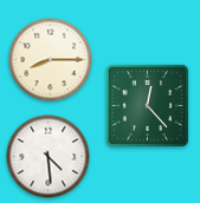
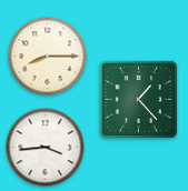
clock at (147, 105): 12:23 -> 1:23
clock at (49, 157): 4:29 -> 3:44
